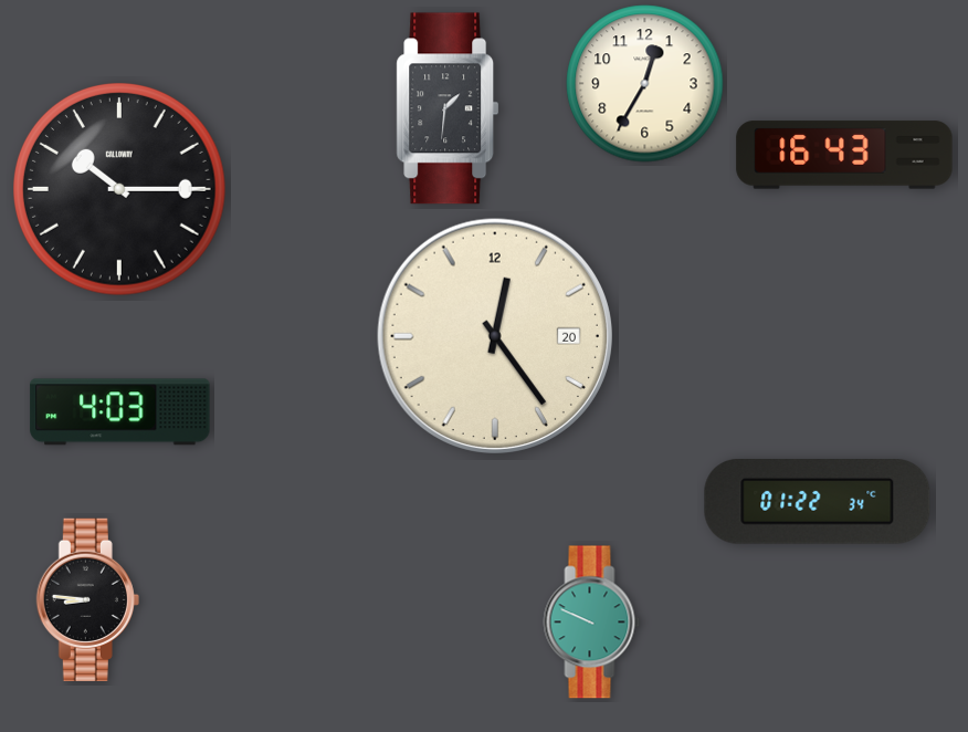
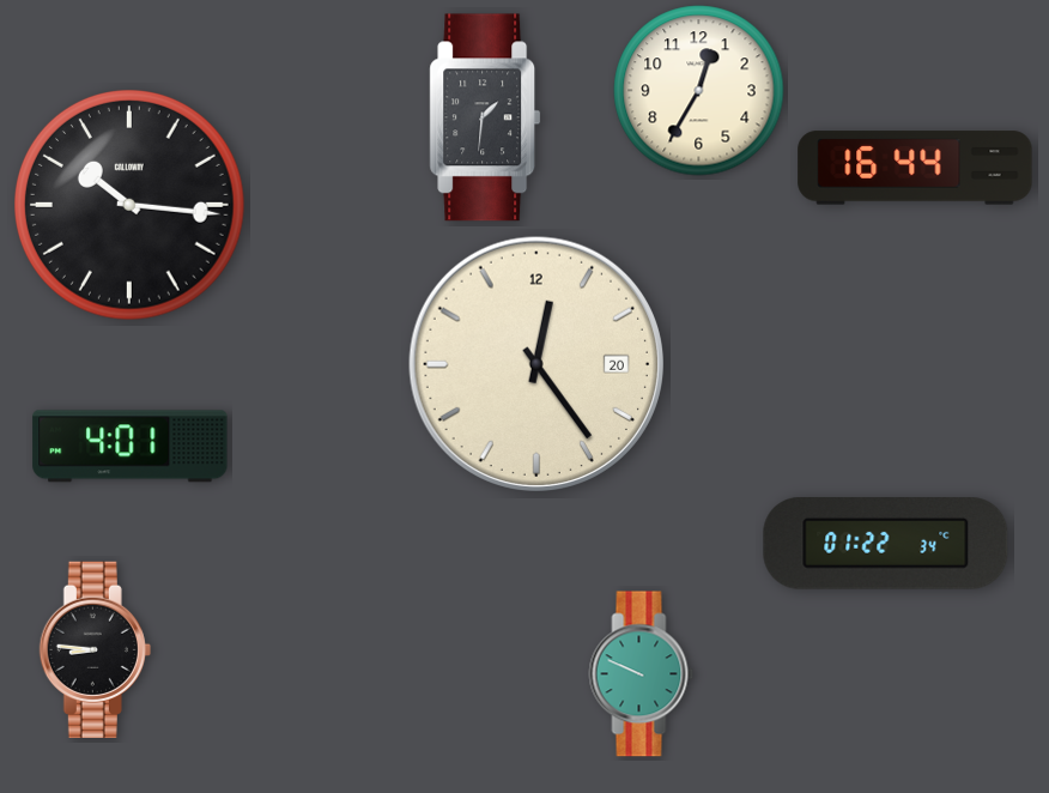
clock at (844, 155): 16:43 -> 16:44
clock at (120, 190): 10:15 -> 10:16
clock at (120, 412): 4:03 -> 4:01
